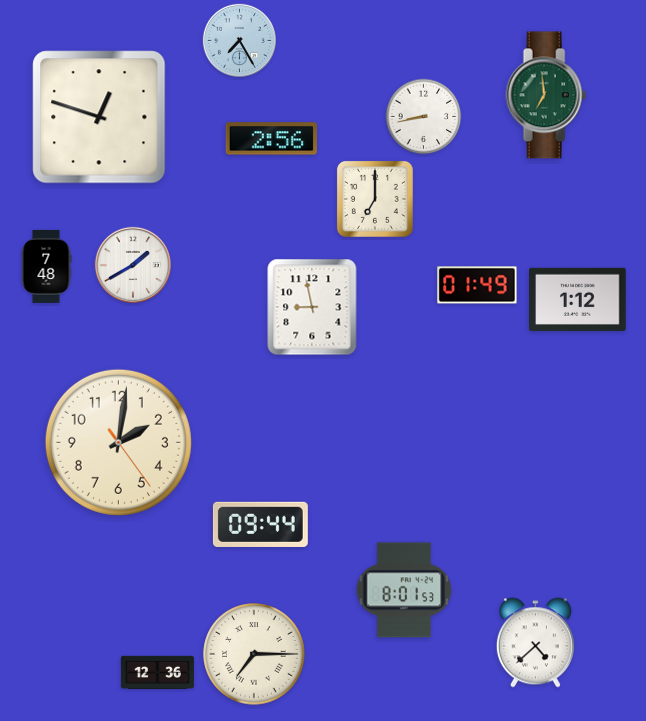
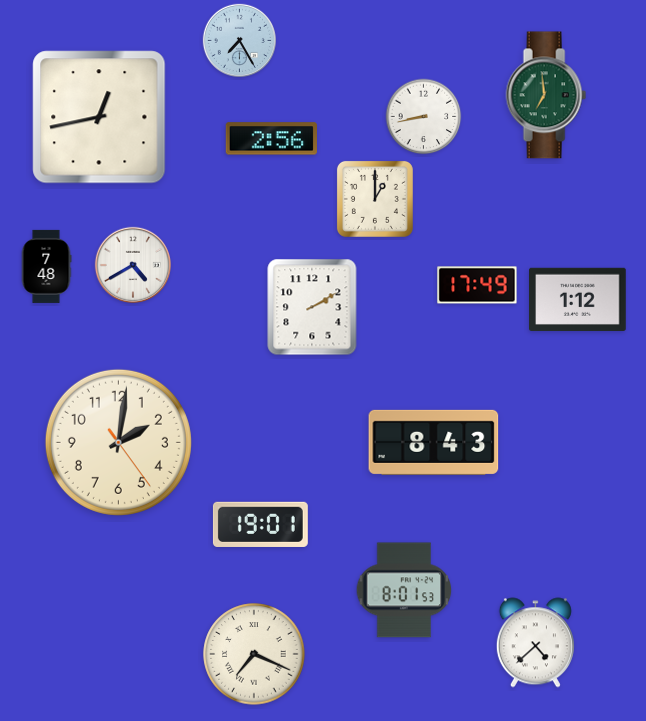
clock at (99, 117): 12:48 -> 12:43
clock at (375, 199): 7:00 -> 1:00
clock at (132, 264): 1:40 -> 4:40
clock at (477, 285): 01:49 -> 17:49
clock at (312, 307): 8:58 -> 2:10
clock at (434, 442): none -> 8:43
clock at (260, 524): 09:44 -> 19:01
clock at (254, 654): 7:15 -> 7:19
clock at (157, 672): 12:36 -> none
